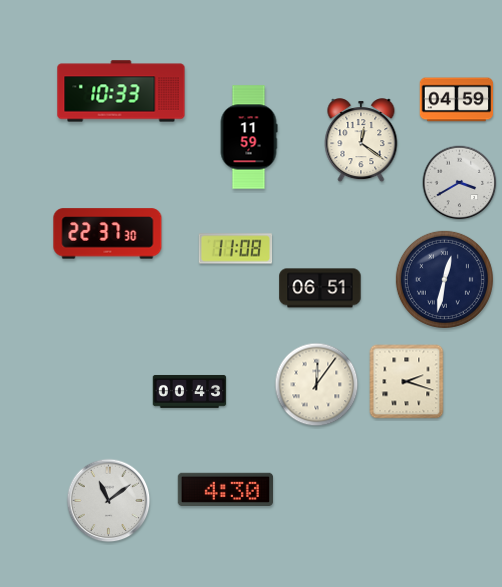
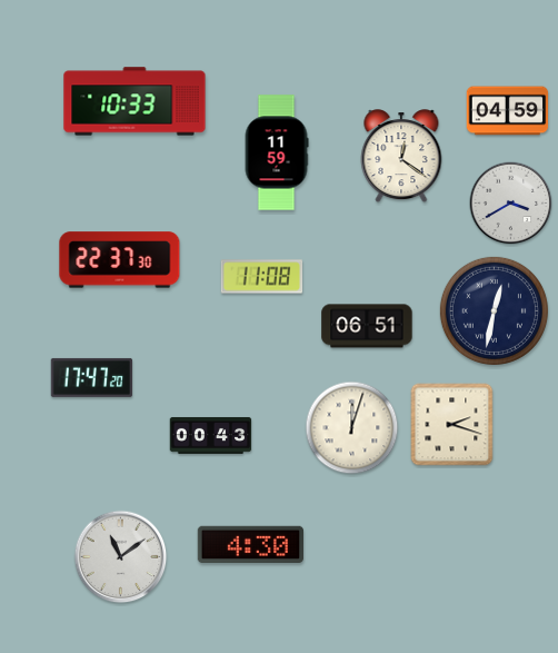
clock at (320, 288) position: (320, 288) -> (367, 326)
clock at (92, 377): none -> 17:47
clock at (317, 385): 12:06 -> 12:03
